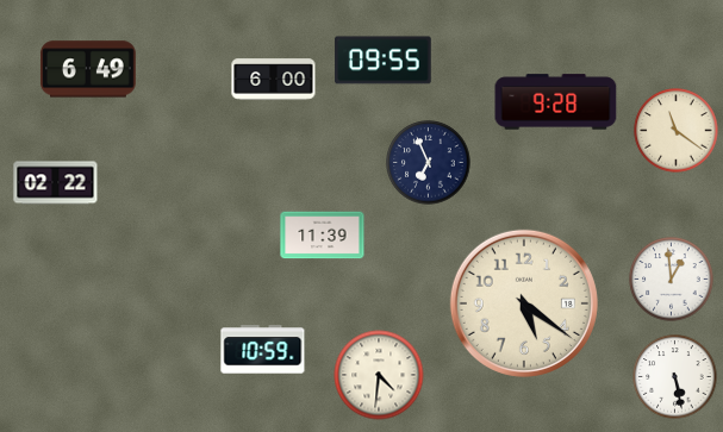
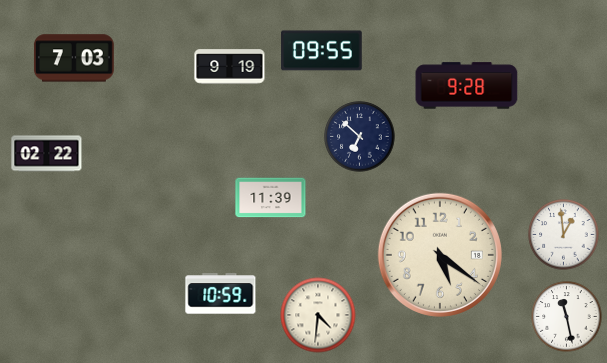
clock at (88, 69): 6:49 -> 7:03
clock at (274, 80): 6:00 -> 9:19
clock at (677, 131): 11:21 -> none
clock at (429, 163): 6:56 -> 6:52
clock at (675, 377): 5:28 -> 11:28
